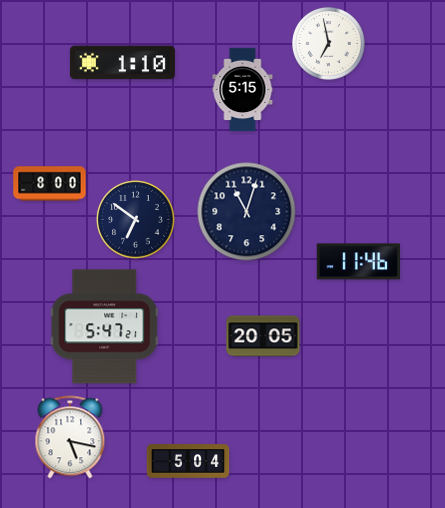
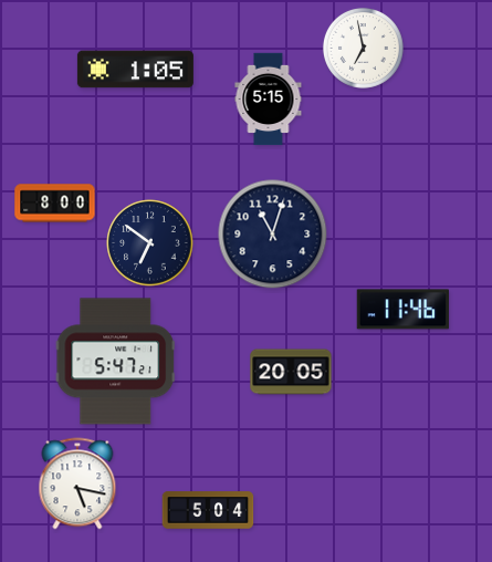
clock at (122, 63): 1:10 -> 1:05
clock at (359, 262) position: (359, 262) -> (404, 310)
